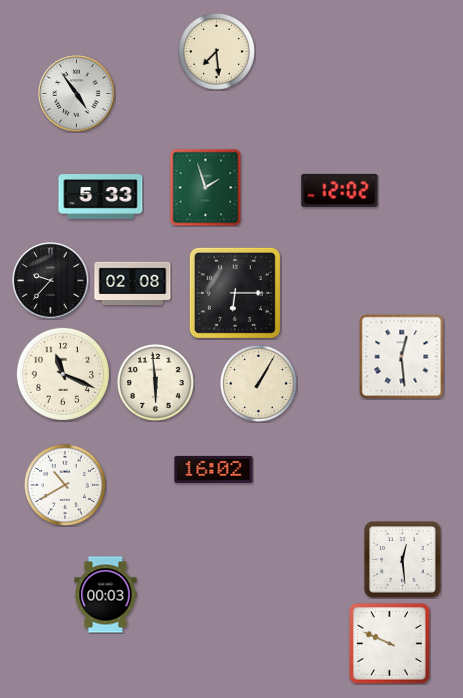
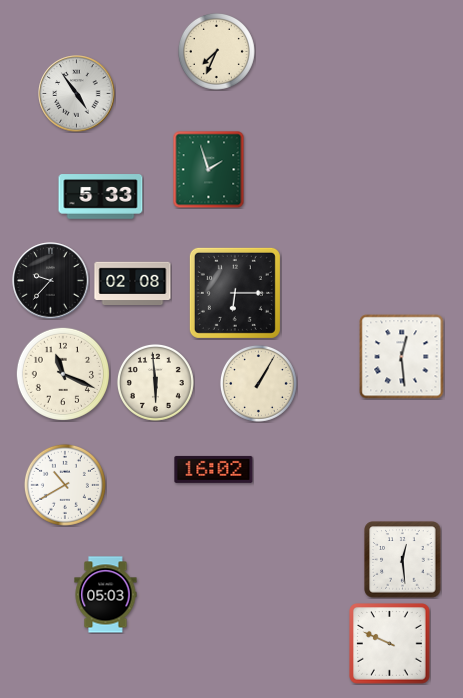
clock at (216, 51): 7:29 -> 7:34
clock at (206, 187) position: (206, 187) -> (209, 169)
clock at (340, 190): 12:02 -> none
clock at (106, 595): 00:03 -> 05:03
